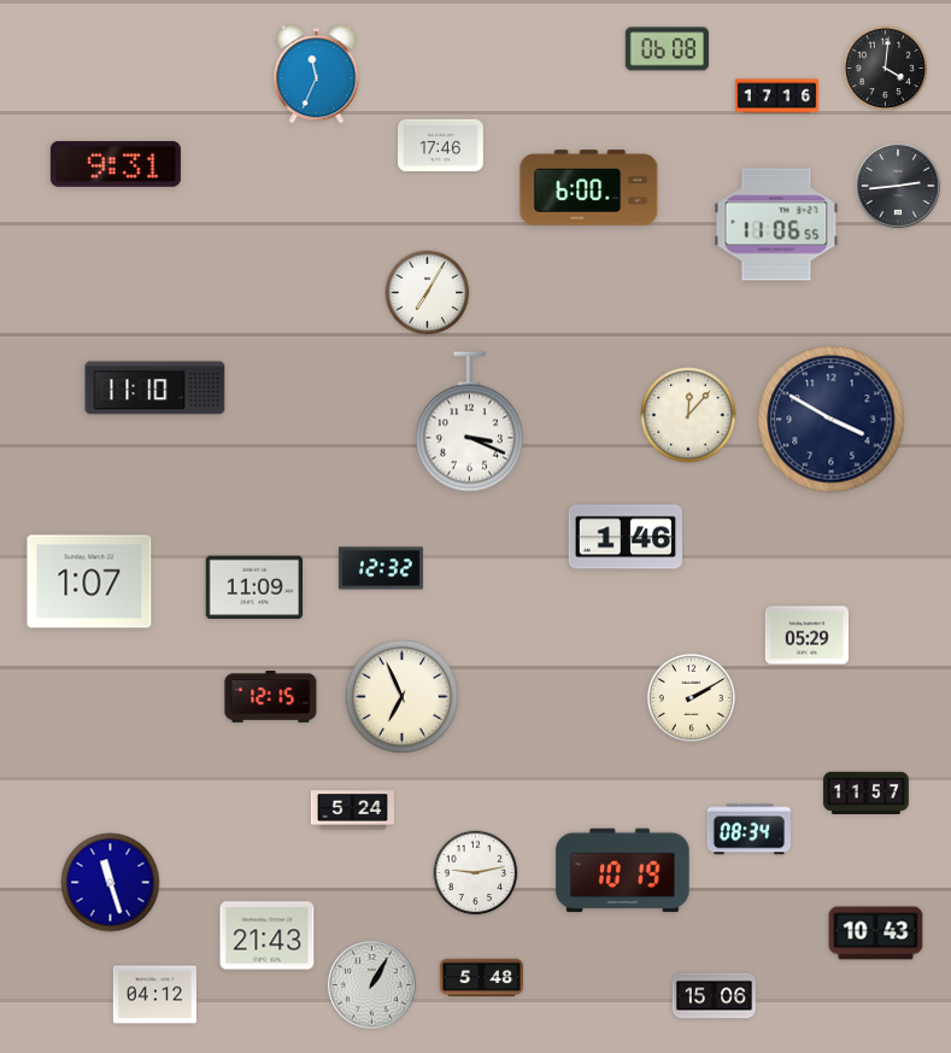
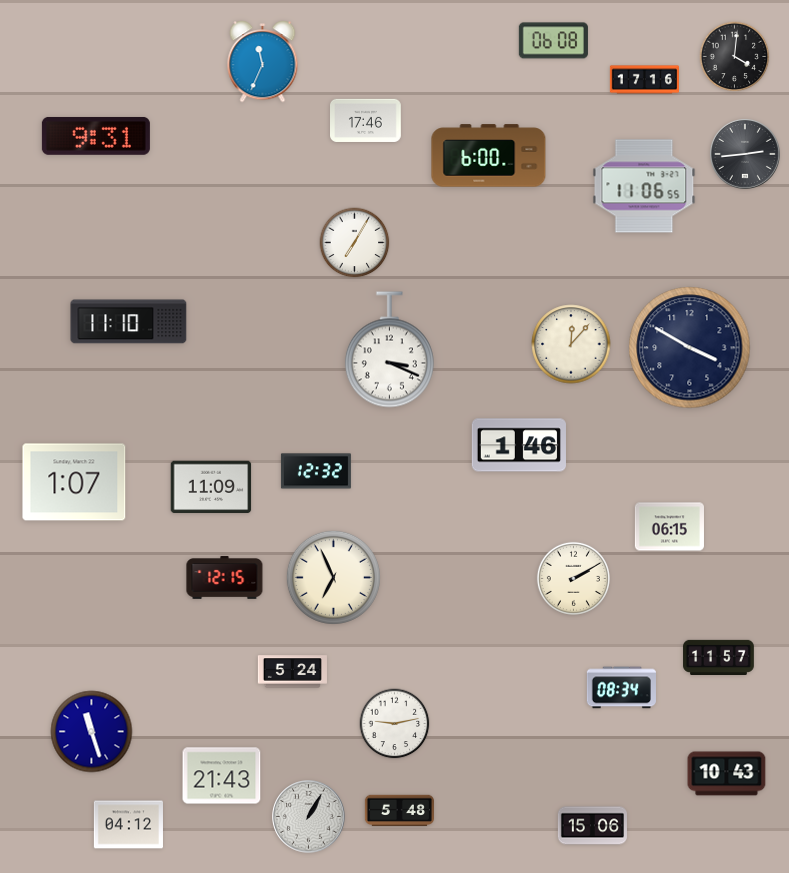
clock at (806, 636): 05:29 -> 06:15
clock at (623, 871): 10:19 -> none
